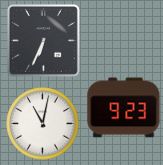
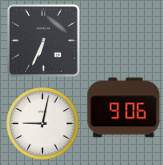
clock at (124, 108): 9:23 -> 9:06
clock at (43, 124): 11:02 -> 9:02
